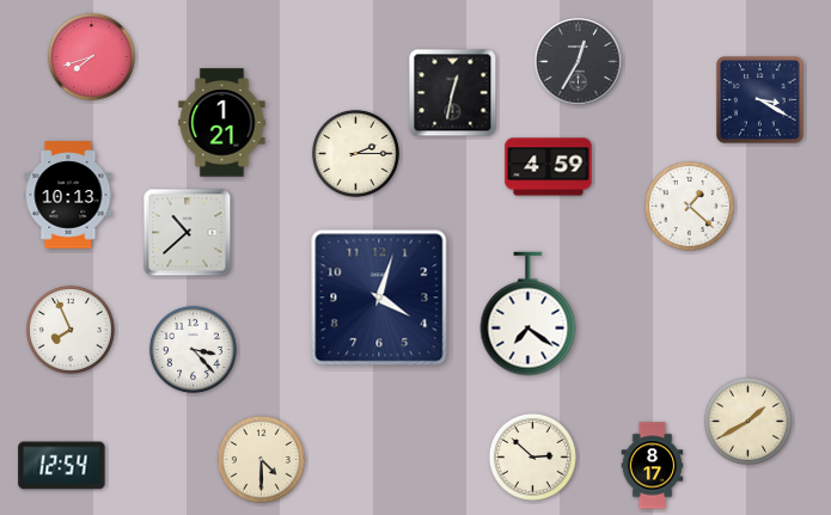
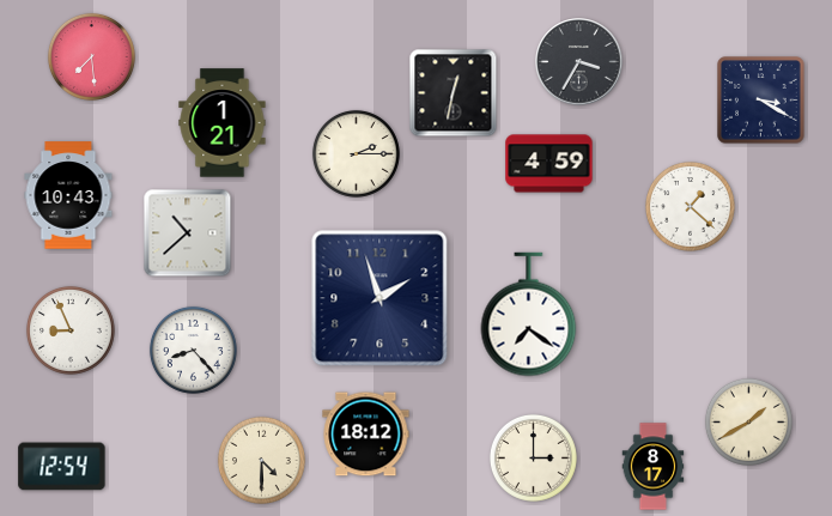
clock at (91, 56): 7:42 -> 7:29
clock at (579, 62): 12:35 -> 3:35
clock at (549, 167) position: (549, 167) -> (549, 164)
clock at (68, 195): 10:13 -> 10:43
clock at (379, 298): 4:03 -> 1:57
clock at (71, 330): 7:56 -> 8:56
clock at (193, 349): 3:23 -> 8:23
clock at (366, 435): none -> 18:12
clock at (532, 456): 2:52 -> 3:00
